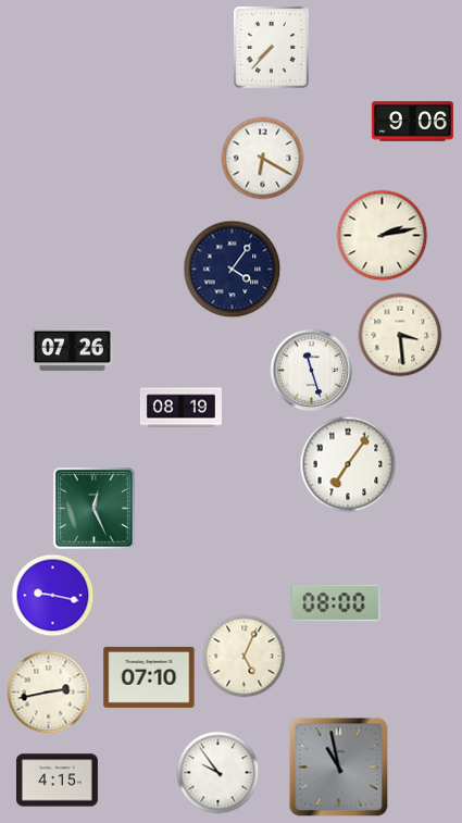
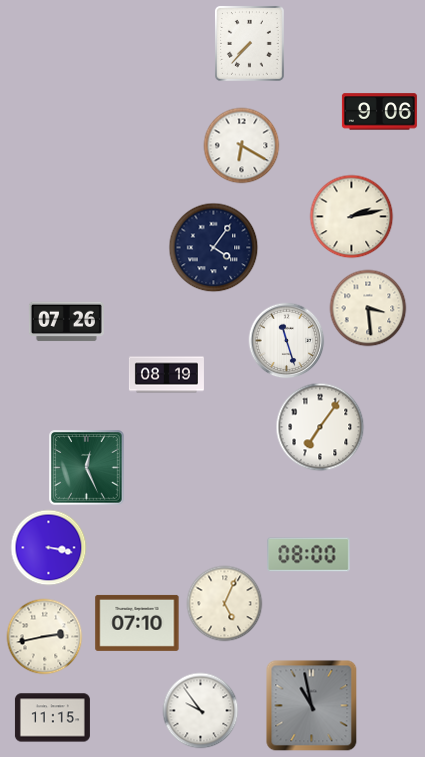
clock at (53, 596): 9:17 -> 3:17
clock at (57, 781): 4:15 -> 11:15
